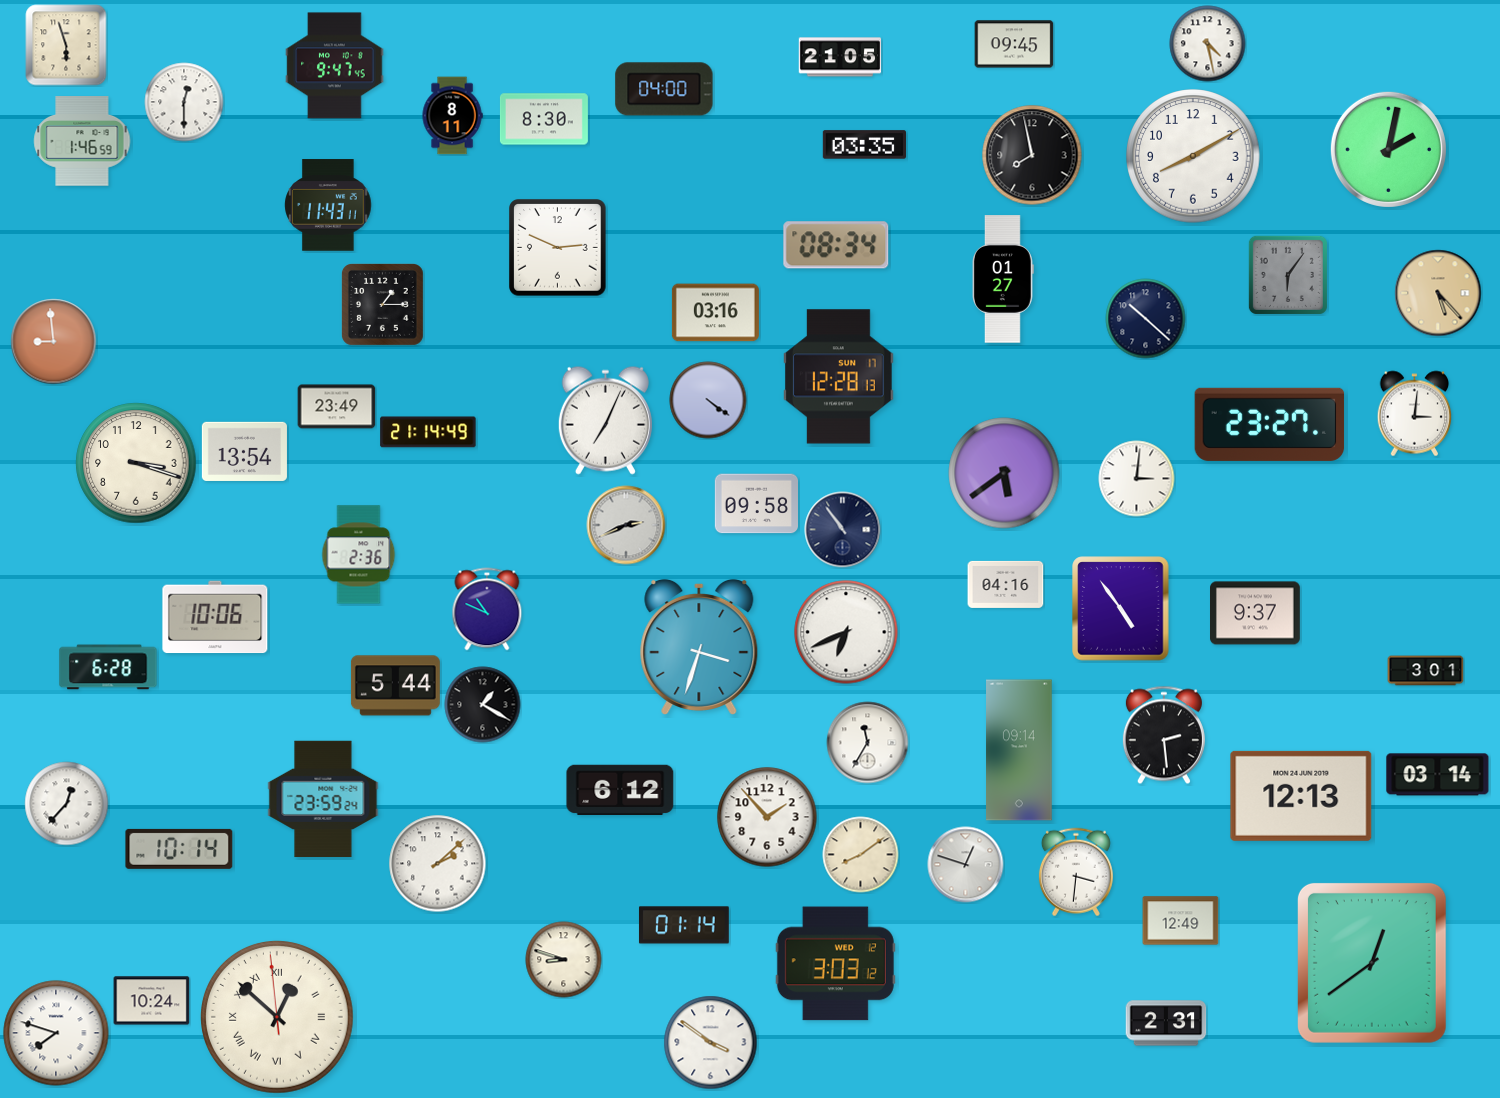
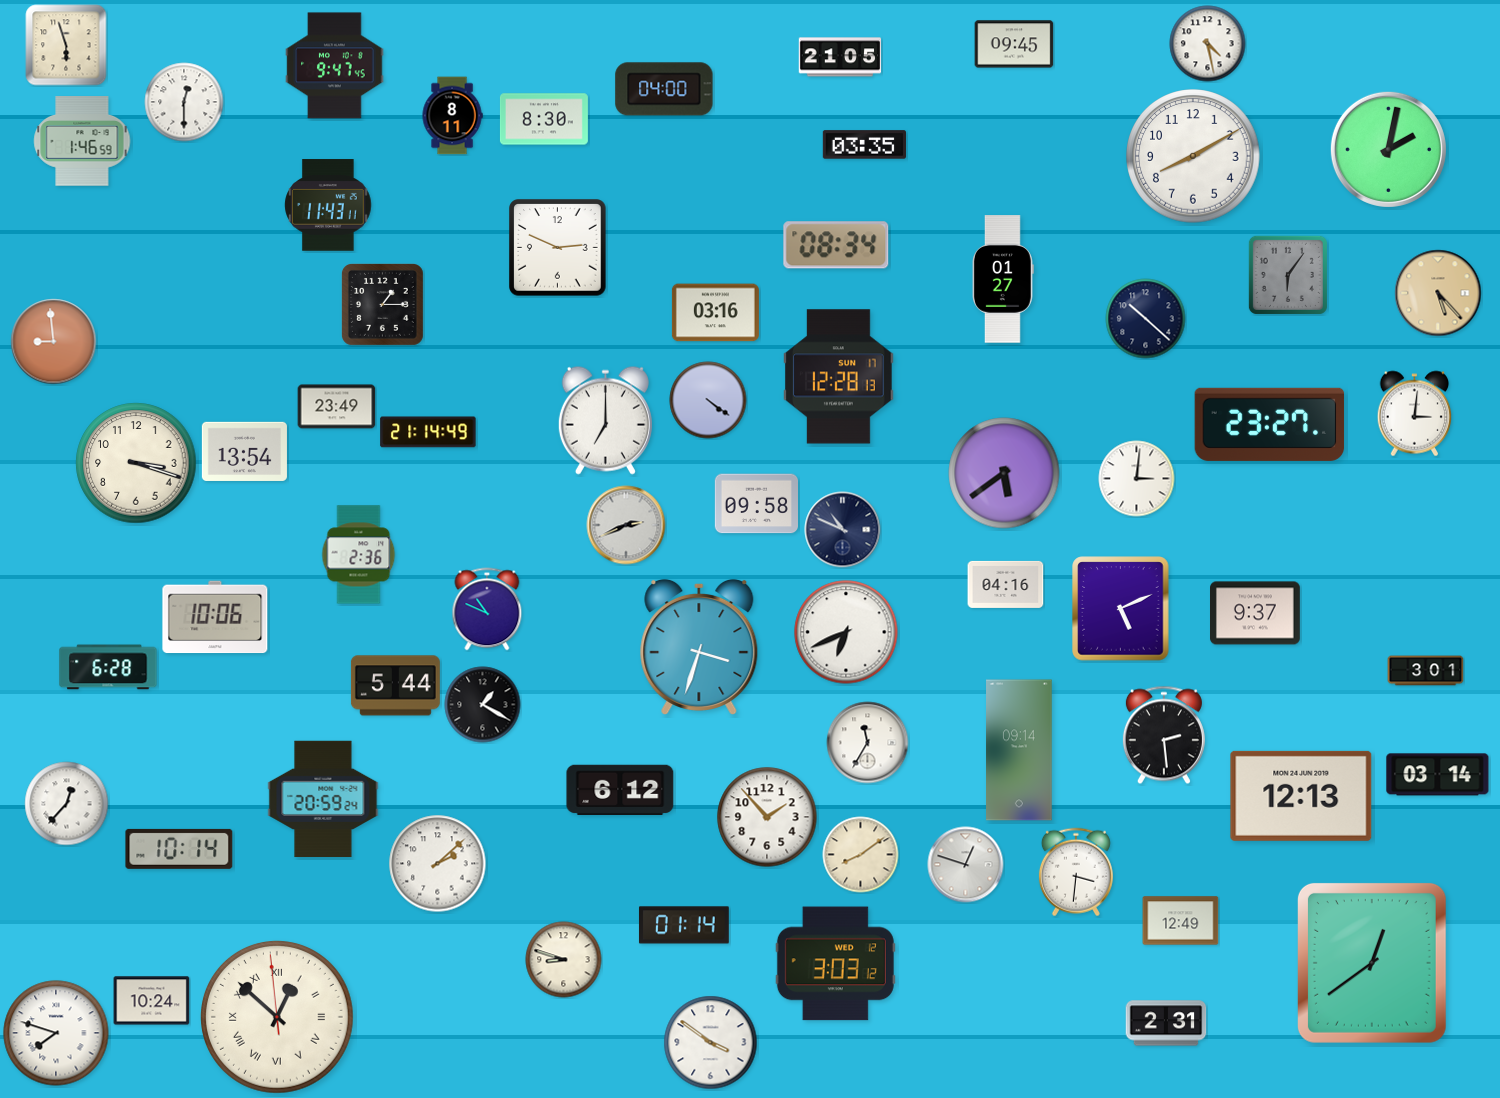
clock at (1032, 155): 7:58 -> none
clock at (605, 420): 7:04 -> 7:00
clock at (843, 530): 10:54 -> 10:49
clock at (1121, 609): 4:54 -> 5:11
clock at (323, 799): 23:59 -> 20:59
